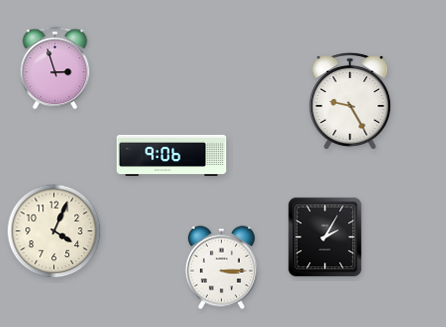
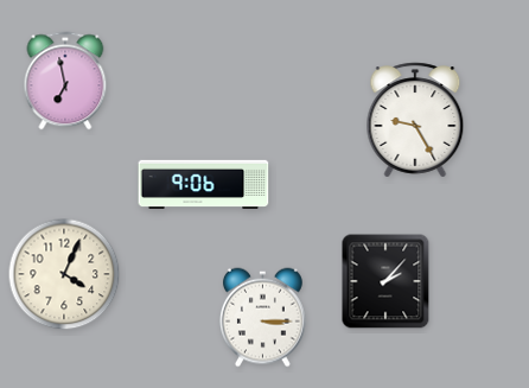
clock at (55, 68): 2:57 -> 6:58
clock at (325, 237): 2:05 -> 2:07
